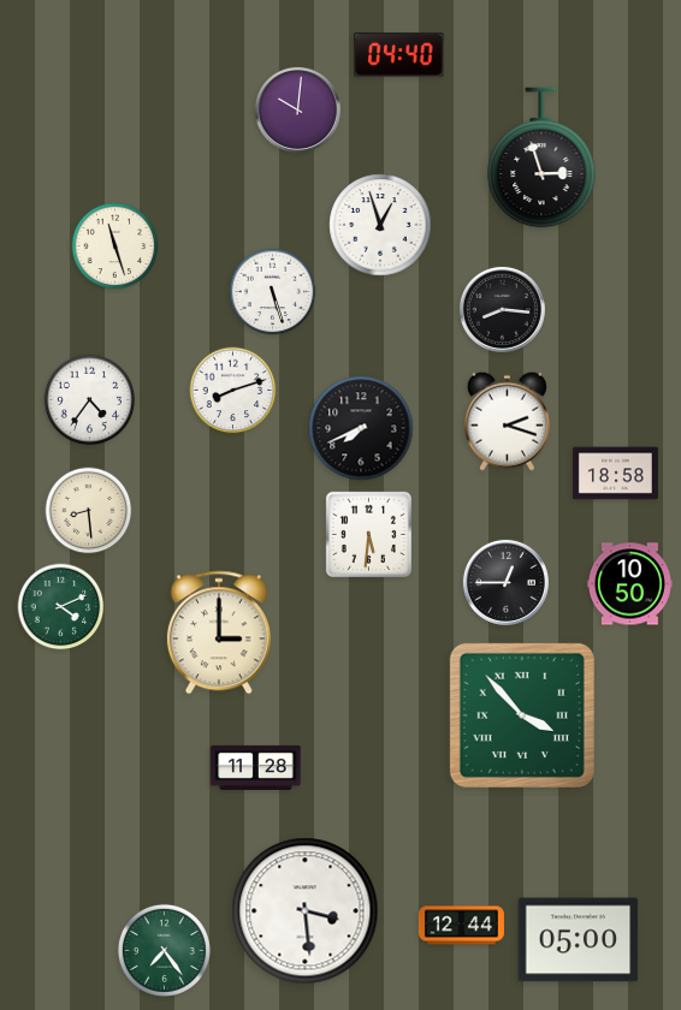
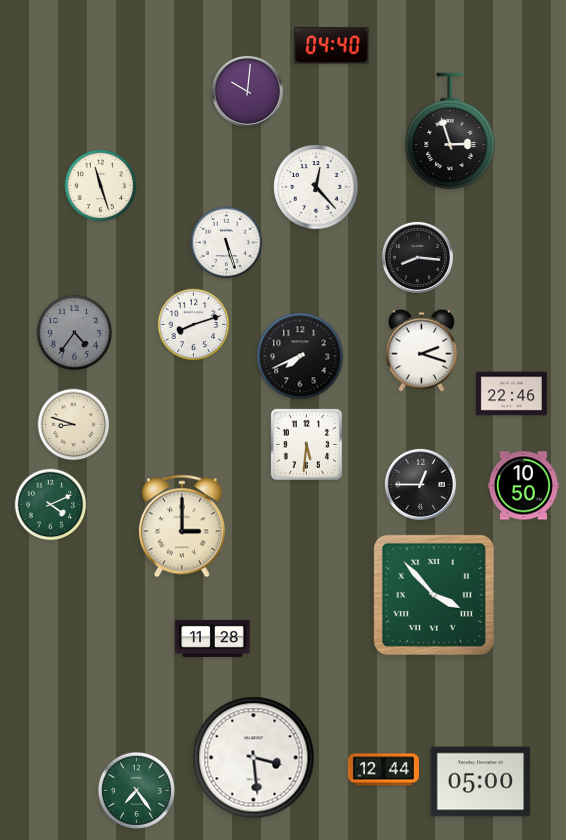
clock at (380, 225): 12:57 -> 12:23
clock at (116, 246) position: (116, 246) -> (101, 186)
clock at (89, 399) dial: white -> grey
clock at (615, 474): 18:58 -> 22:46
clock at (89, 511): 8:29 -> 8:48
